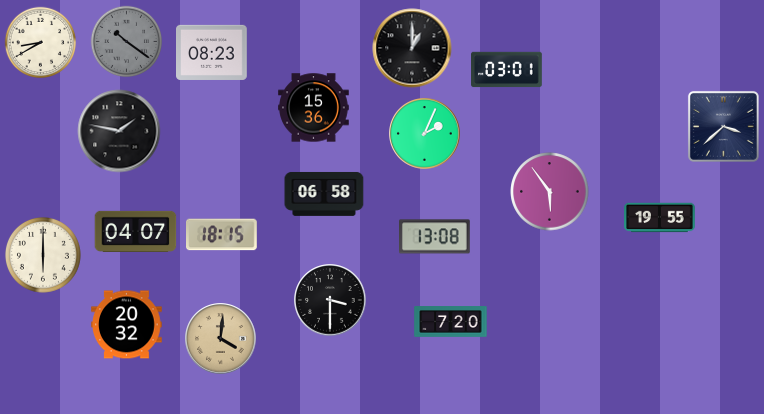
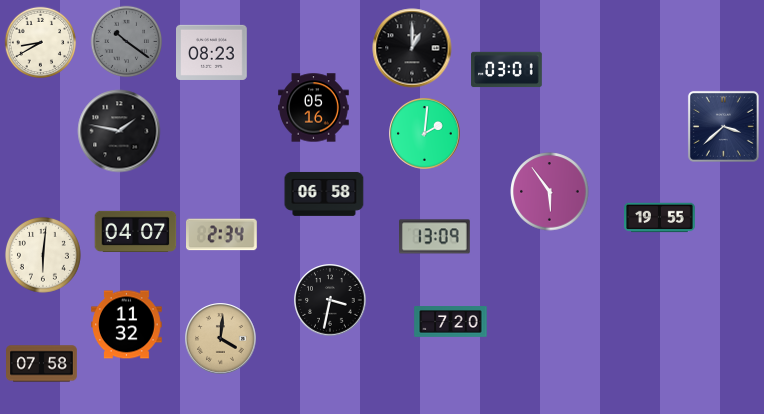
clock at (314, 108): 15:36 -> 05:16
clock at (425, 134): 2:04 -> 2:01
clock at (222, 235): 18:15 -> 2:34
clock at (435, 237): 13:08 -> 13:09
clock at (43, 255): 6:00 -> 6:01
clock at (330, 300): 3:30 -> 3:32
clock at (127, 325): 20:32 -> 11:32
clock at (42, 364): none -> 07:58
